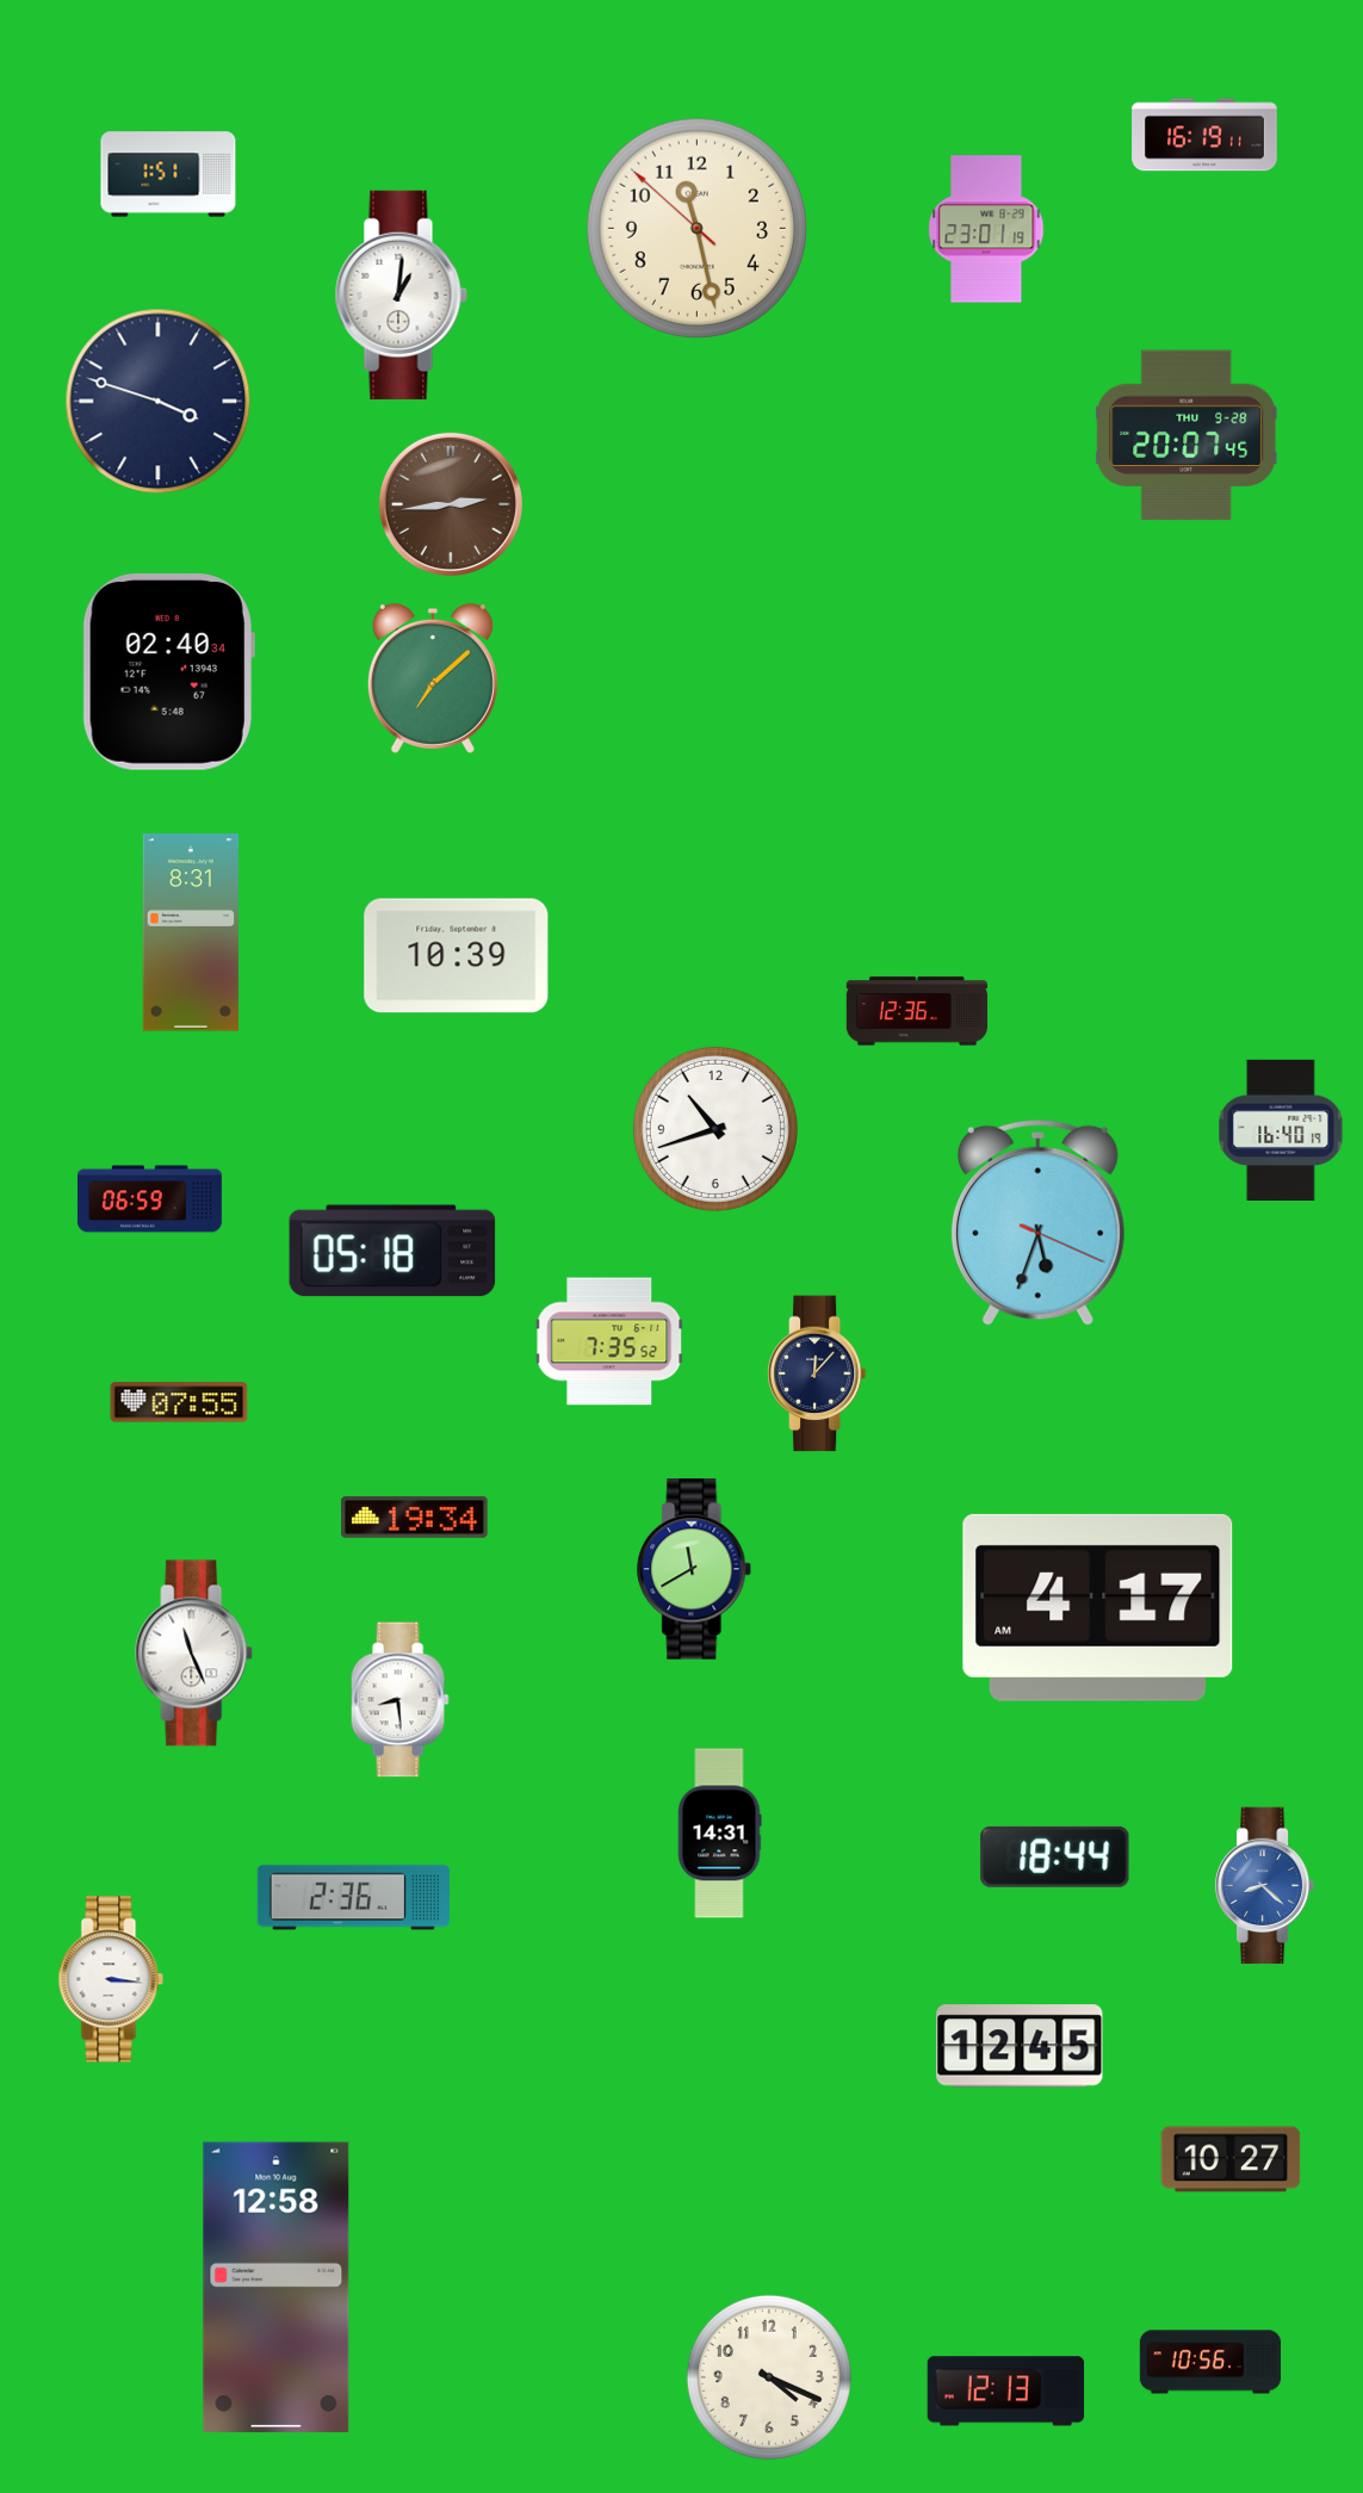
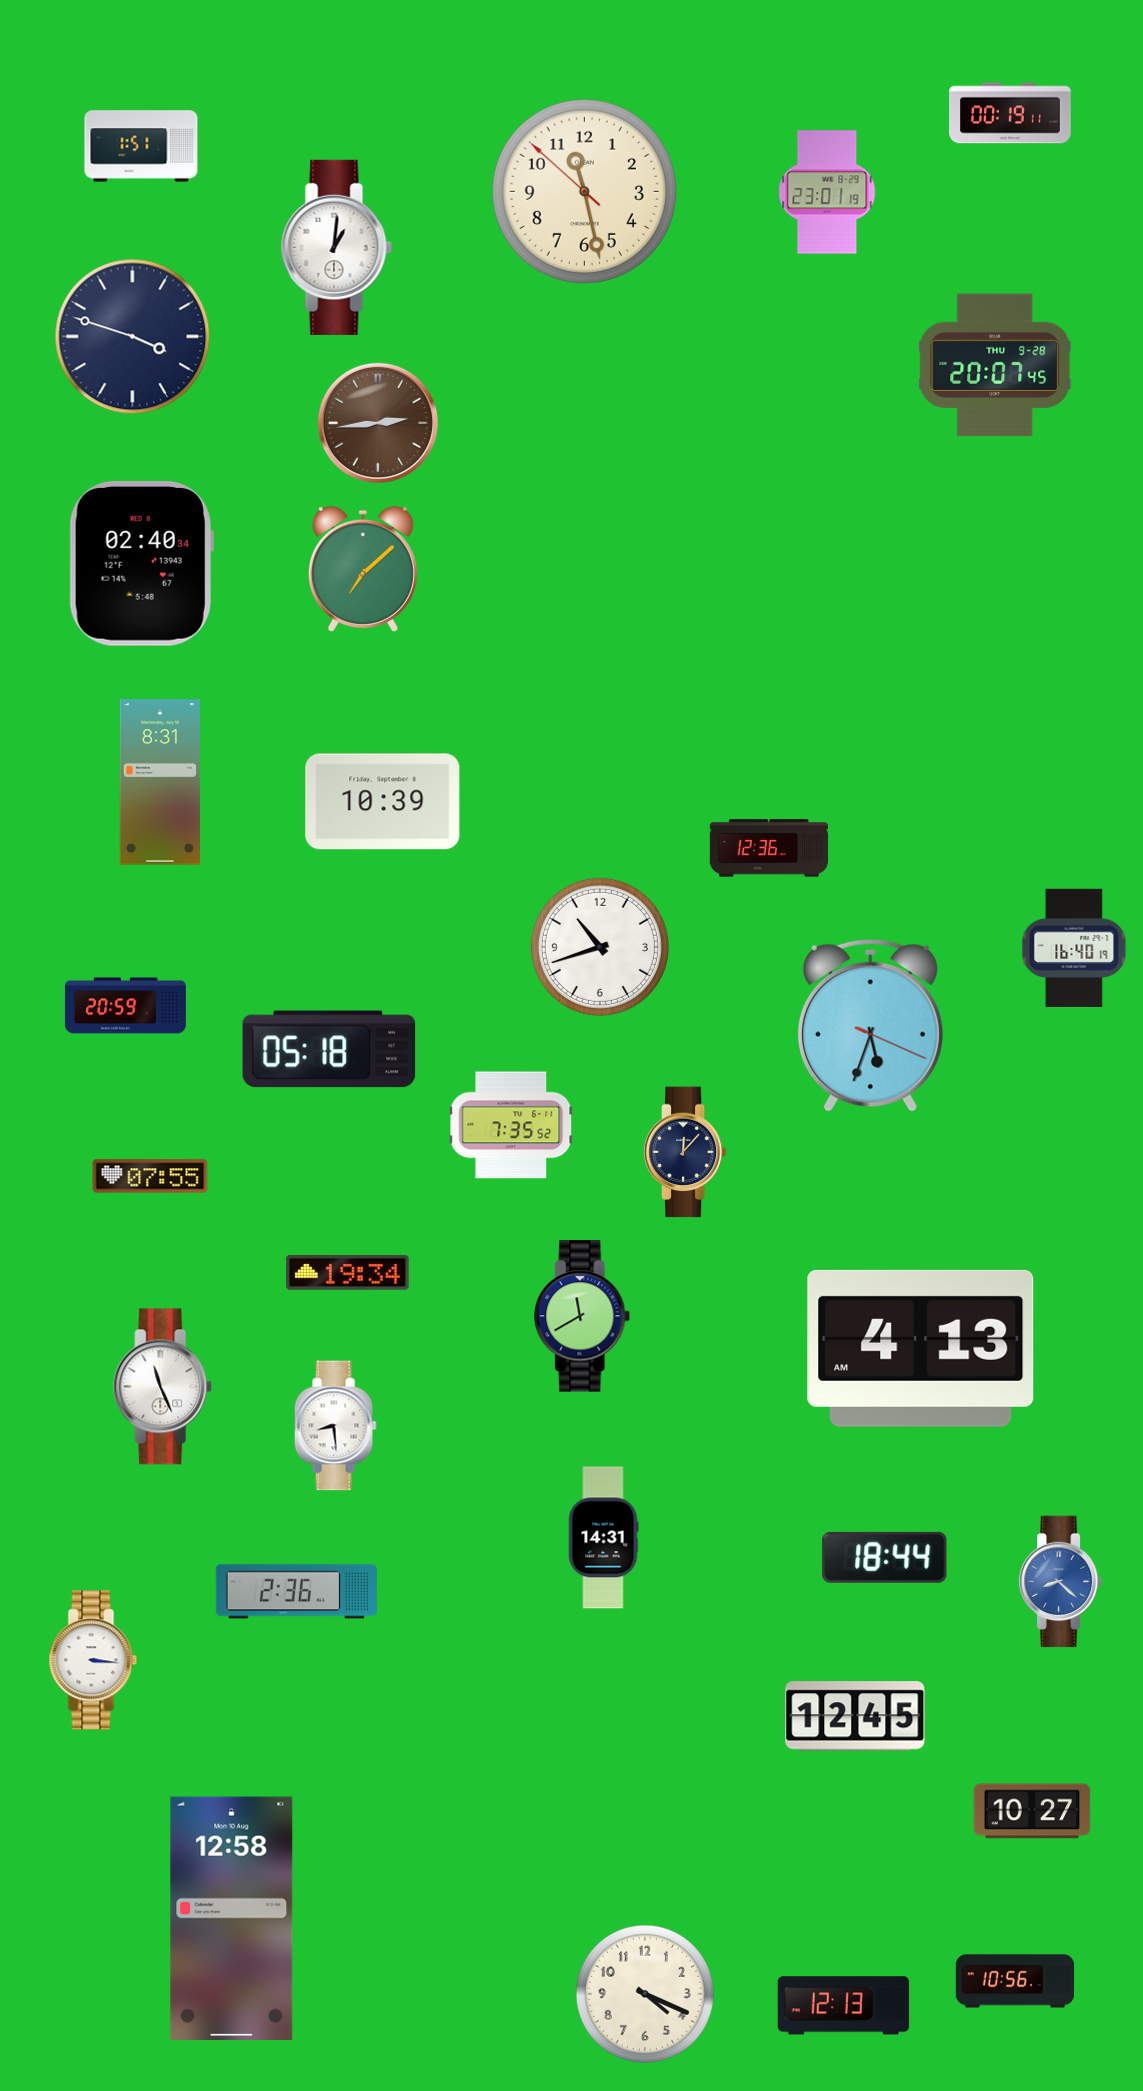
clock at (1204, 135): 16:19 -> 00:19
clock at (150, 1199): 06:59 -> 20:59
clock at (1098, 1607): 4:17 -> 4:13
